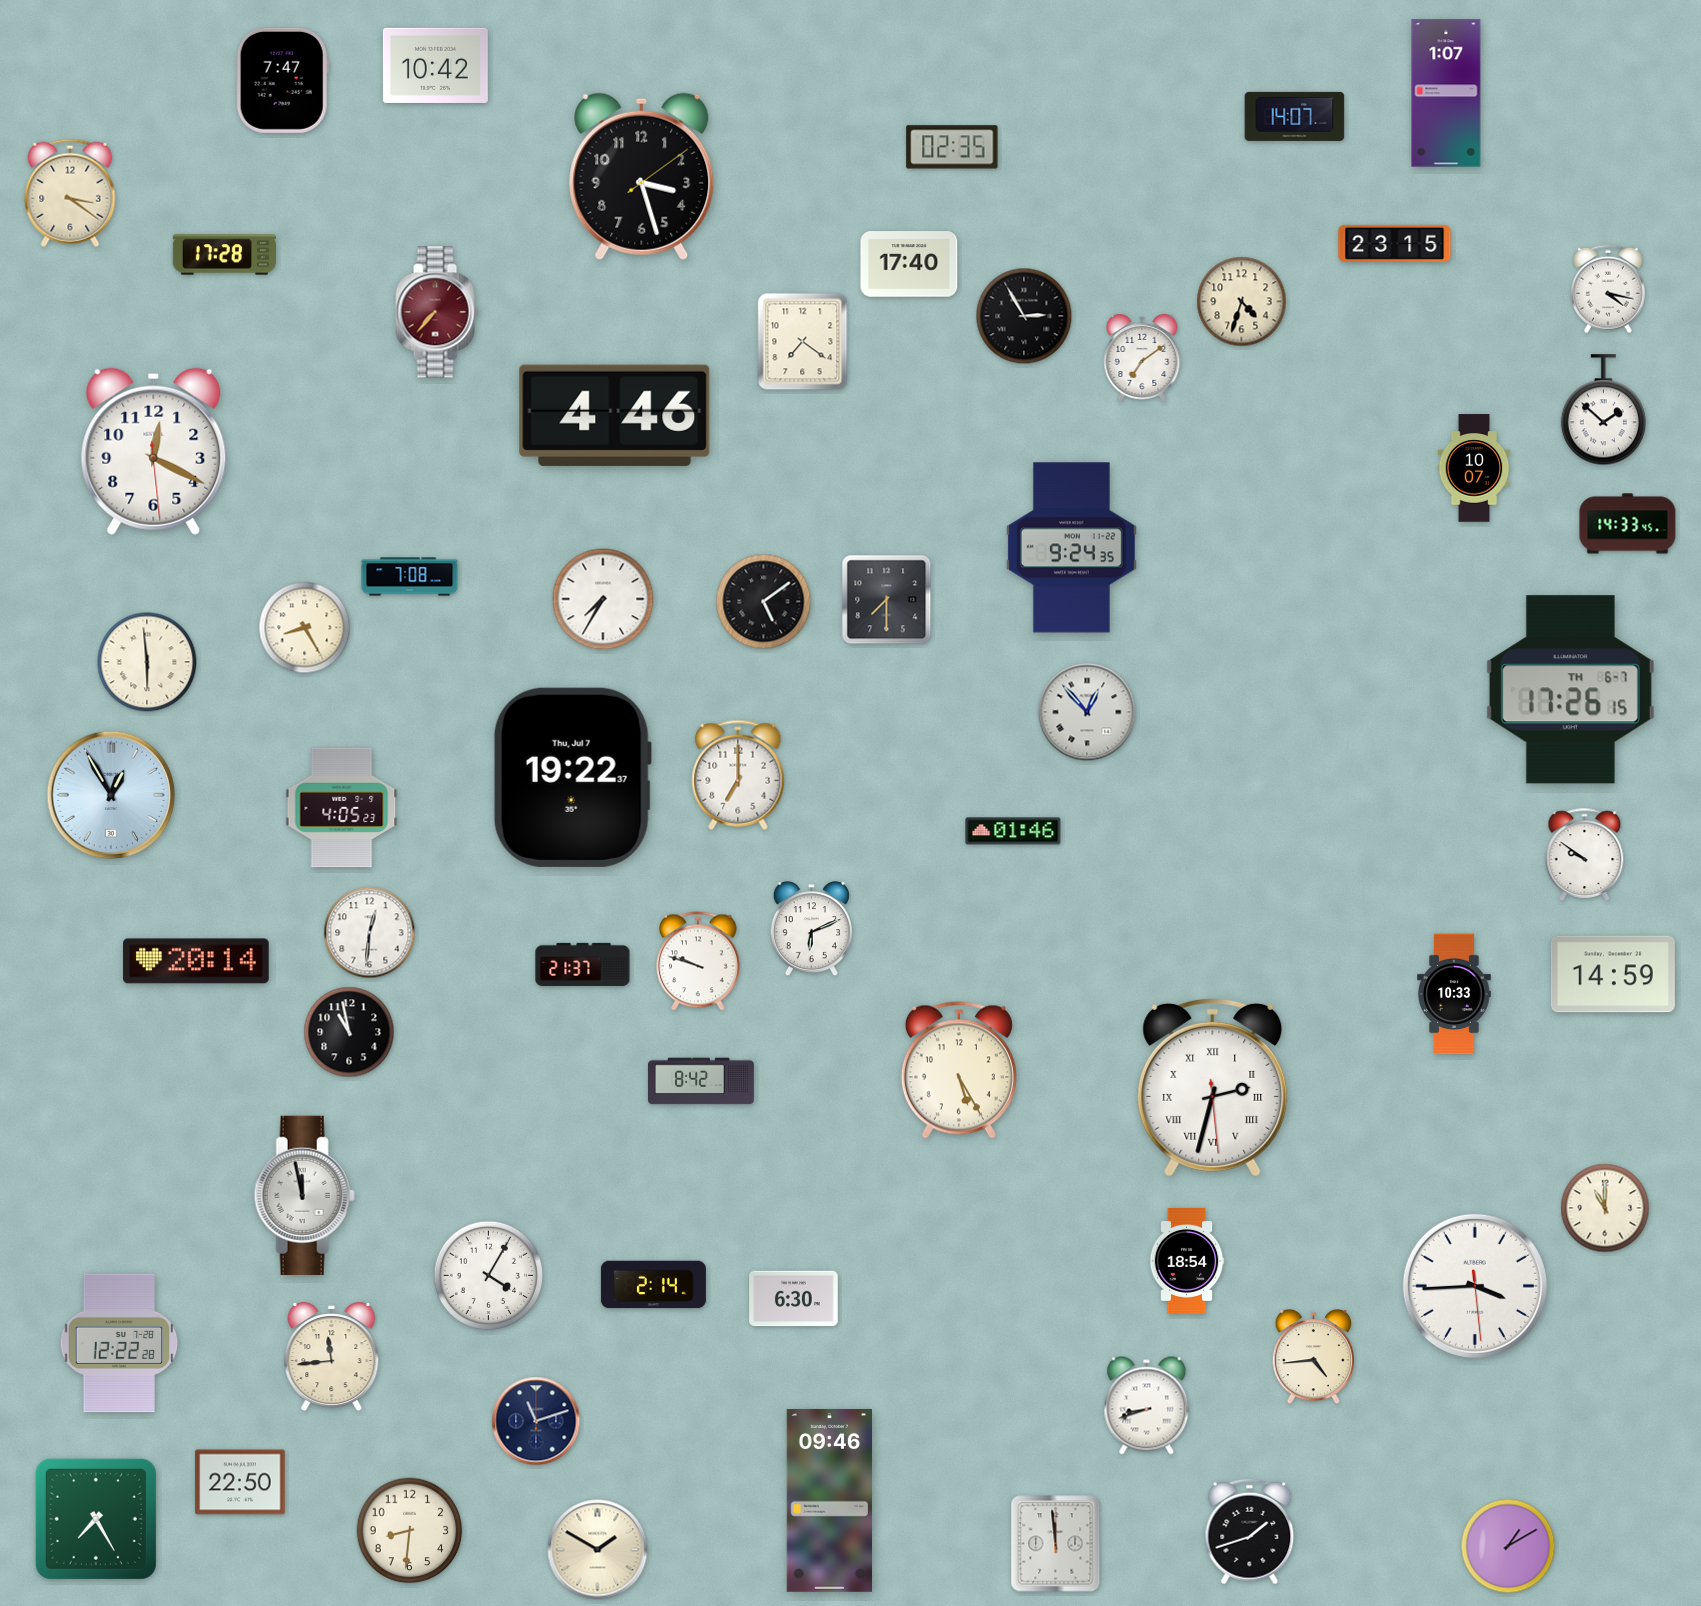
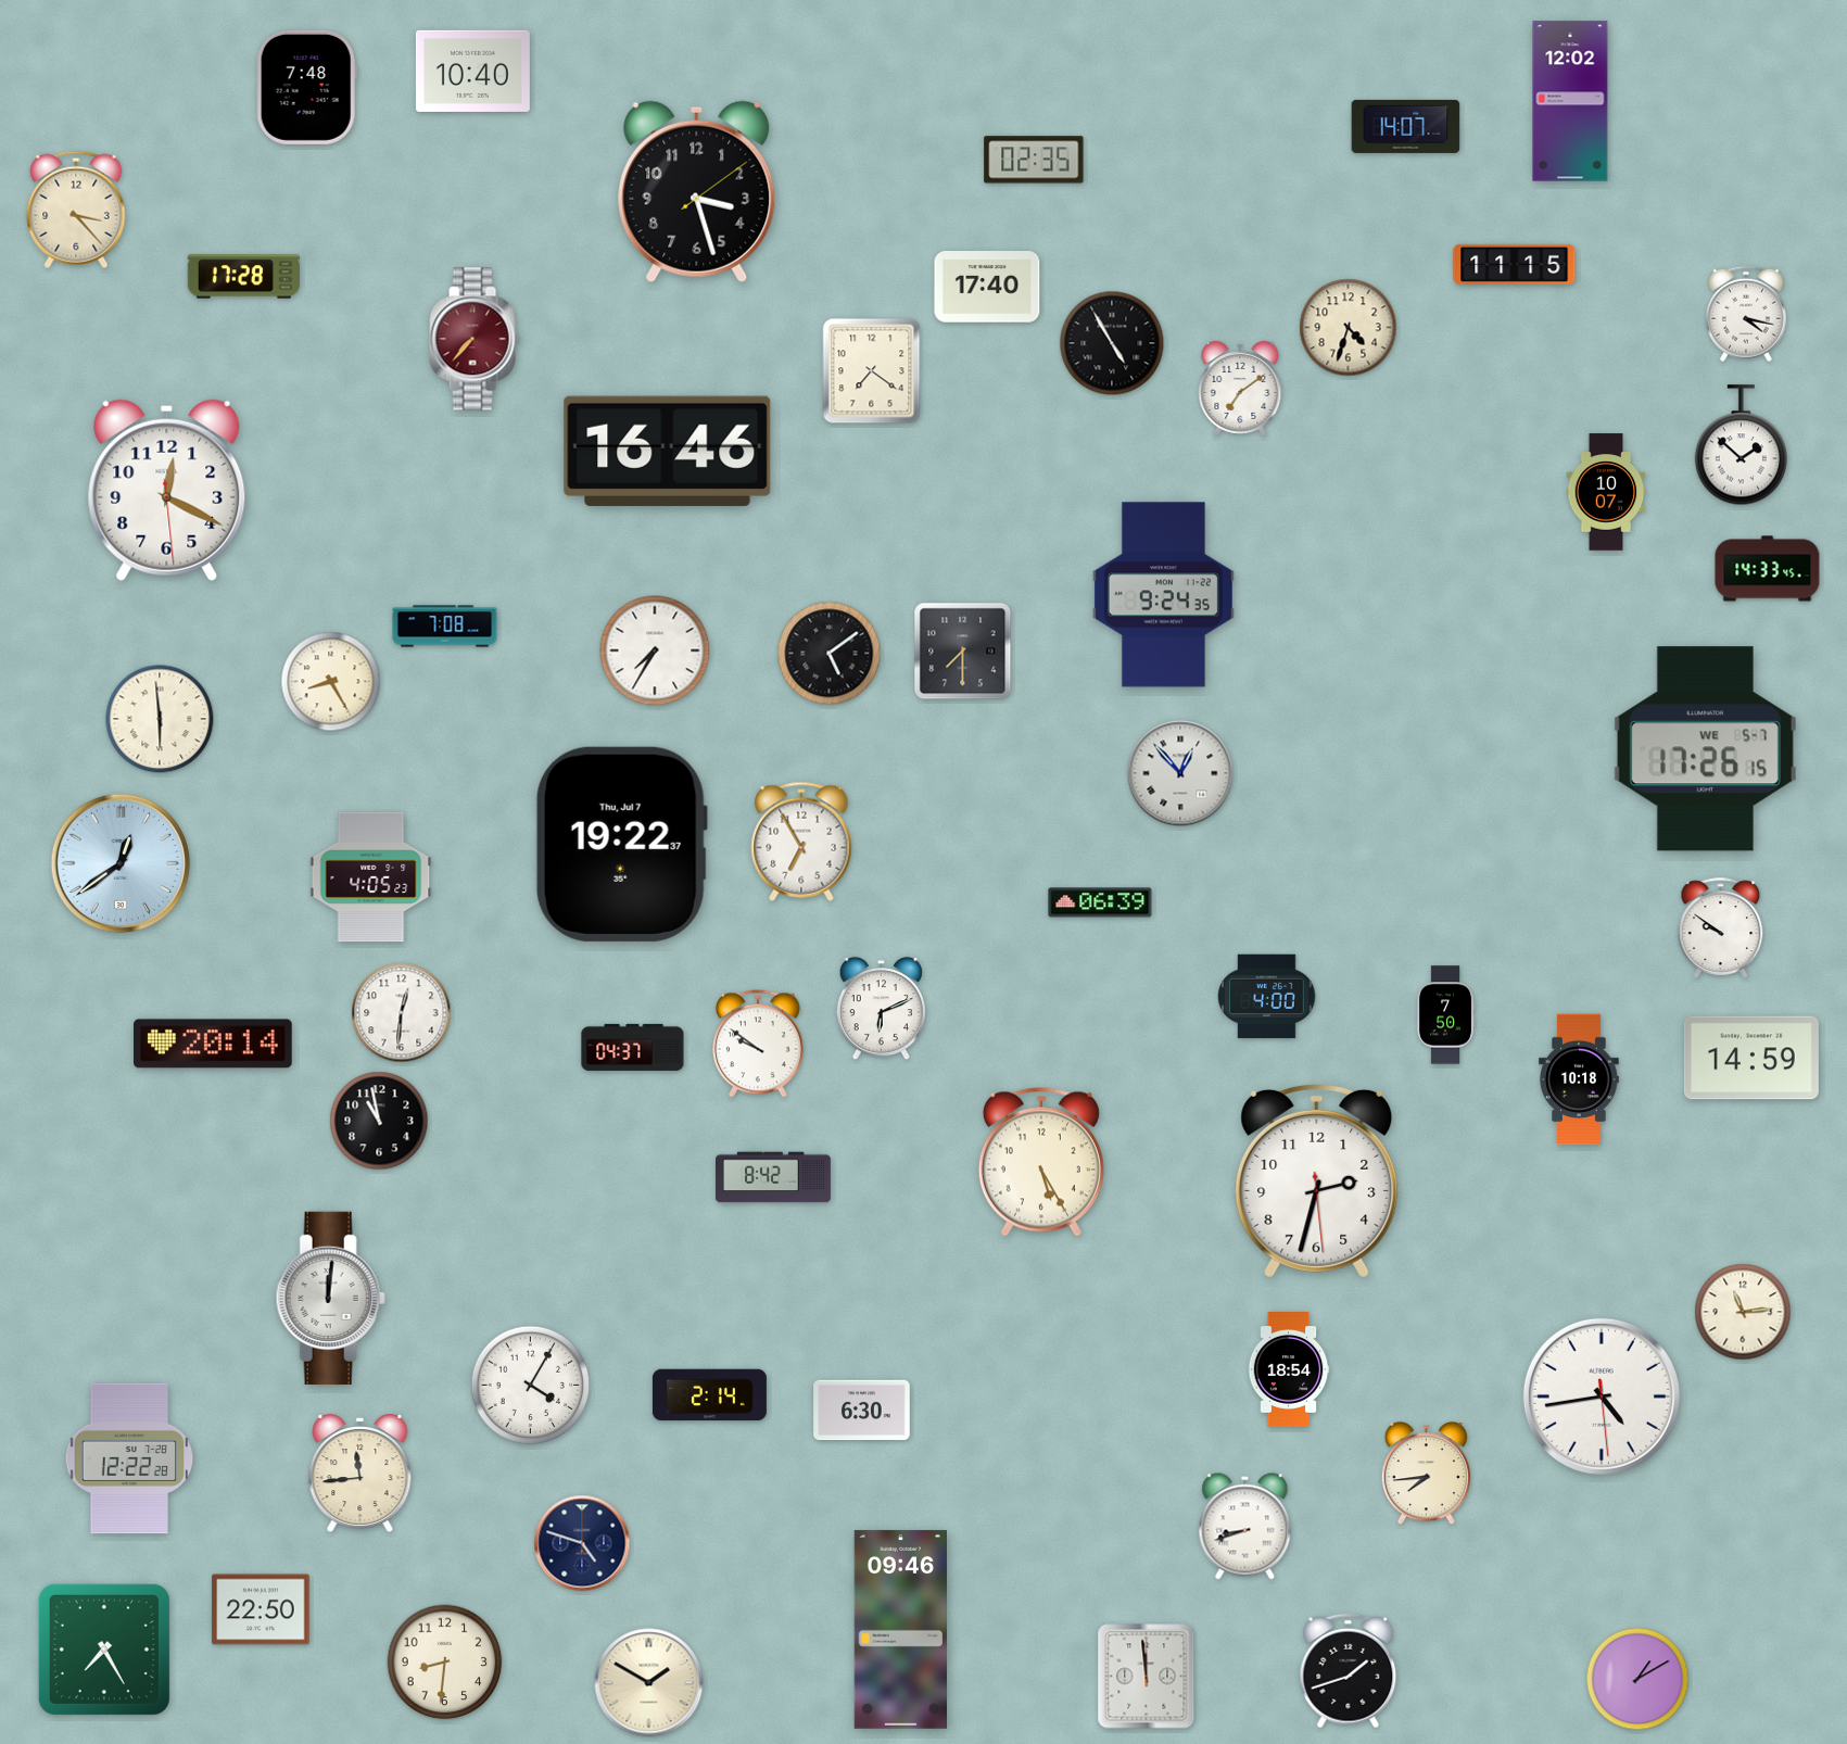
clock at (435, 65): 10:42 -> 10:40
clock at (282, 80): 7:47 -> 7:48
clock at (1446, 93): 1:07 -> 12:02
clock at (70, 193): 3:21 -> 3:23
clock at (1395, 243): 23:15 -> 11:15
clock at (1024, 316): 2:55 -> 4:55
clock at (615, 415): 4:46 -> 16:46
clock at (1474, 468) position: (1474, 468) -> (1606, 492)
clock at (1570, 690) date: TH 6-7 -> WE 5-7
clock at (738, 775): 7:00 -> 6:55
clock at (111, 795): 12:55 -> 12:39
clock at (1013, 831): 01:46 -> 06:39
clock at (1267, 997): none -> 4:00
clock at (1445, 1015): none -> 7:50
clock at (699, 961): 9:48 -> 9:51
clock at (583, 964): 21:37 -> 04:37
clock at (1454, 994): 10:33 -> 10:18
clock at (702, 1081) position: (702, 1081) -> (774, 1177)
clock at (1213, 1087) numerals: Roman -> Arabic
clock at (304, 1195): 11:58 -> 12:01
clock at (1605, 1208): 11:00 -> 11:14
clock at (1475, 1286): 3:44 -> 4:43
clock at (1313, 1357): 4:44 -> 7:44
clock at (536, 1421): 11:12 -> 4:48
clock at (1250, 1532) position: (1250, 1532) -> (1349, 1671)
